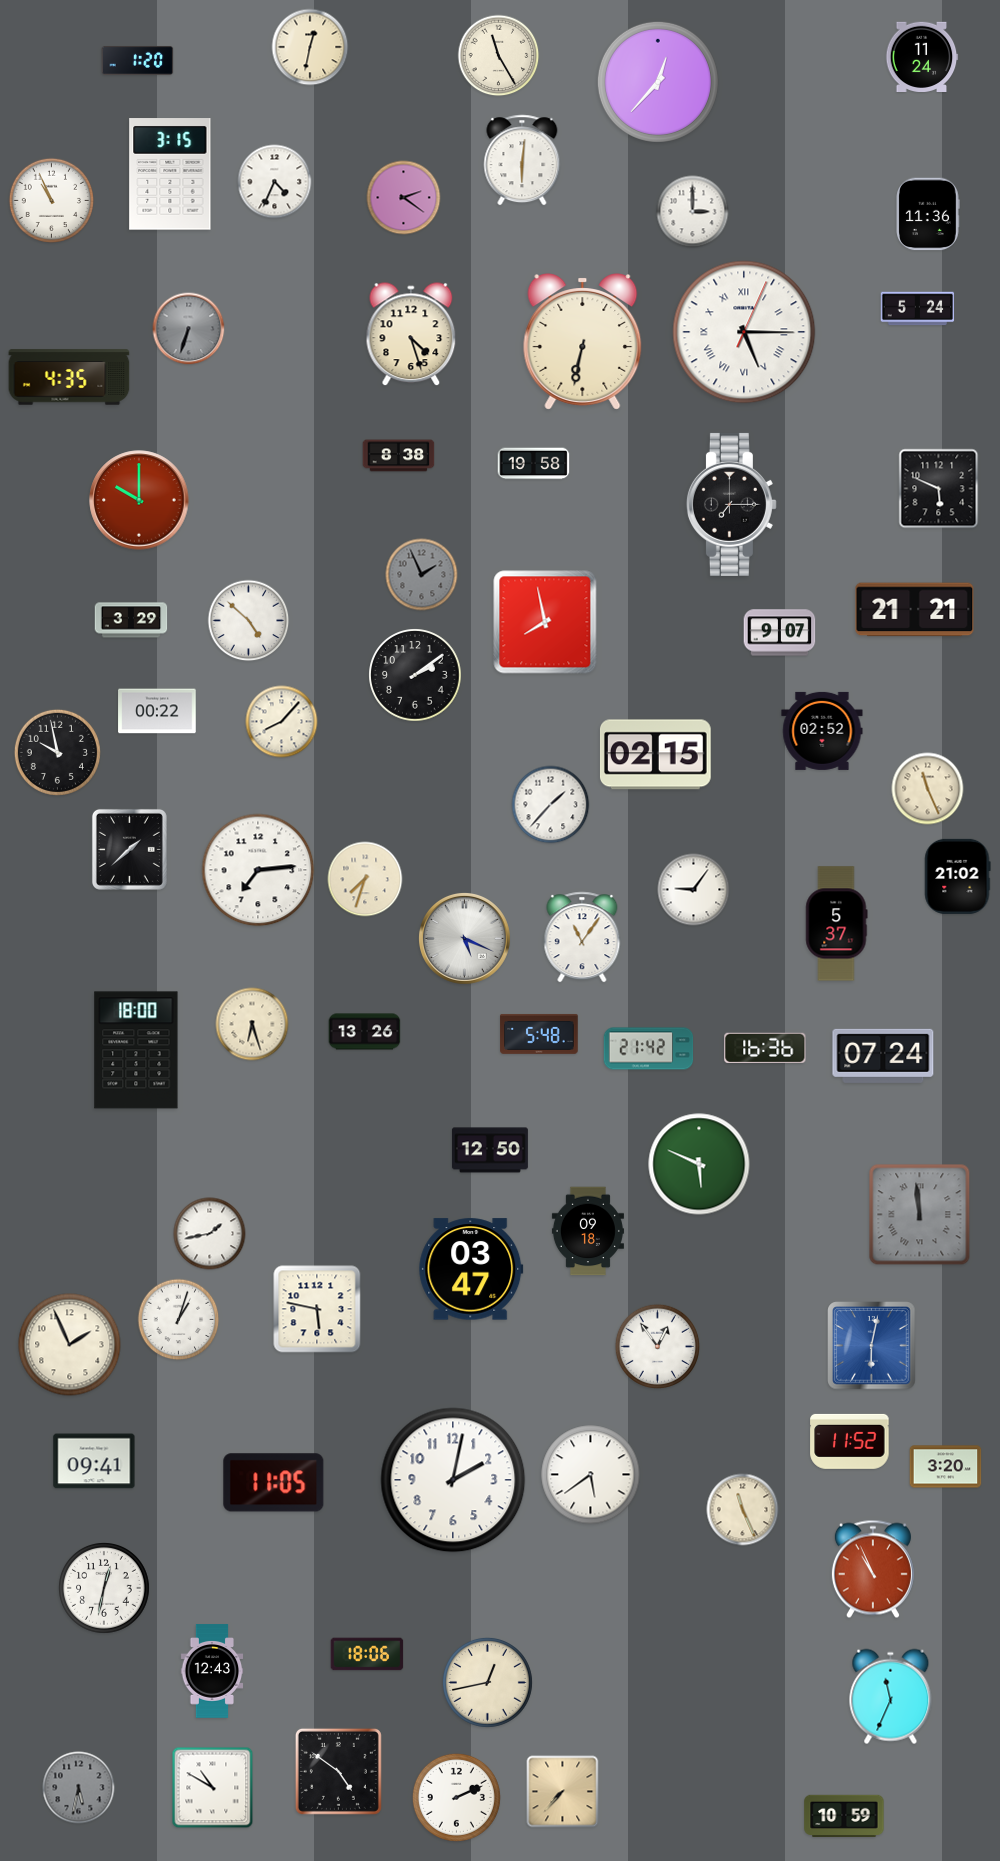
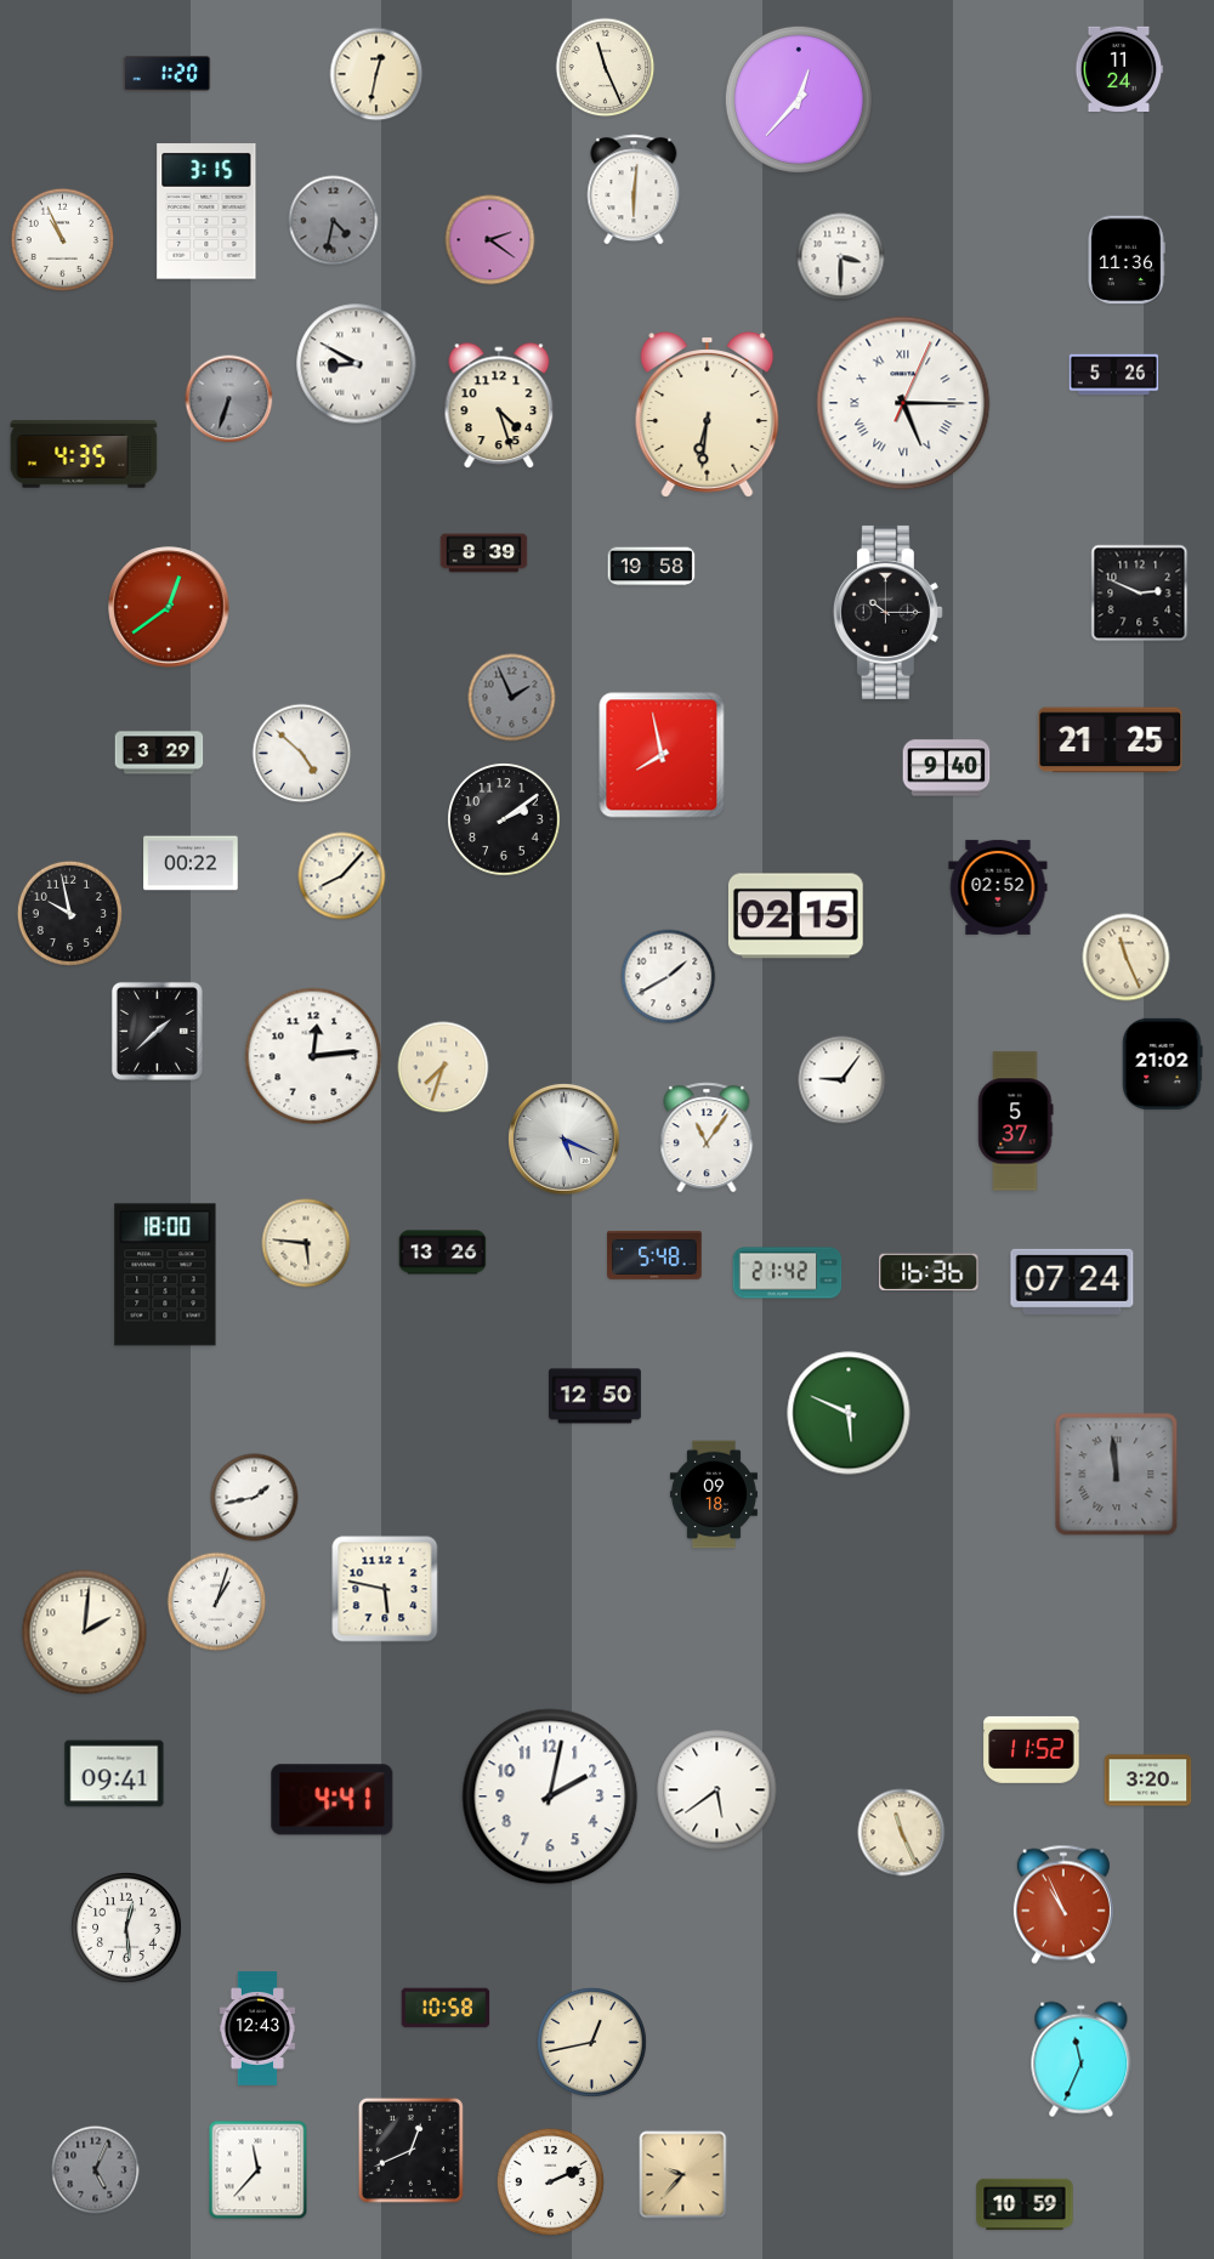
clock at (310, 47) position: (310, 47) -> (376, 74)
clock at (499, 56): 11:25 -> 11:26
clock at (522, 160) position: (522, 160) -> (634, 189)
clock at (275, 182): 4:34 -> 4:32
clock at (275, 182) dial: white -> grey
clock at (51, 200) position: (51, 200) -> (62, 239)
clock at (693, 212): 3:00 -> 3:30
clock at (357, 364): none -> 8:50
clock at (918, 309): 5:24 -> 5:26
clock at (583, 342): 6:32 -> 6:31
clock at (69, 377) position: (69, 377) -> (84, 454)
clock at (399, 456): 8:38 -> 8:39
clock at (534, 464) position: (534, 464) -> (652, 567)
clock at (939, 489): 5:49 -> 2:49
clock at (139, 500): 10:00 -> 12:39
clock at (731, 504): 7:15 -> 10:15
clock at (915, 610): 21:21 -> 21:25
clock at (780, 633): 9:07 -> 9:40
clock at (551, 805): 1:37 -> 1:40
clock at (258, 870): 7:14 -> 12:14
clock at (252, 1024): 6:27 -> 5:46
clock at (471, 1269): 03:47 -> none
clock at (70, 1345): 1:56 -> 2:01
clock at (657, 1346): 12:54 -> none
clock at (872, 1346): 6:02 -> none
clock at (274, 1483): 11:05 -> 4:41
clock at (873, 1569) position: (873, 1569) -> (1063, 1905)
clock at (105, 1589): 12:32 -> 12:29
clock at (367, 1654): 18:06 -> 10:58
clock at (338, 1771): 4:51 -> 12:41
clock at (79, 1788): 5:32 -> 5:04
clock at (213, 1788): 10:50 -> 11:37
clock at (563, 1792): 7:37 -> 9:37
clock at (456, 1797) position: (456, 1797) -> (550, 2181)
